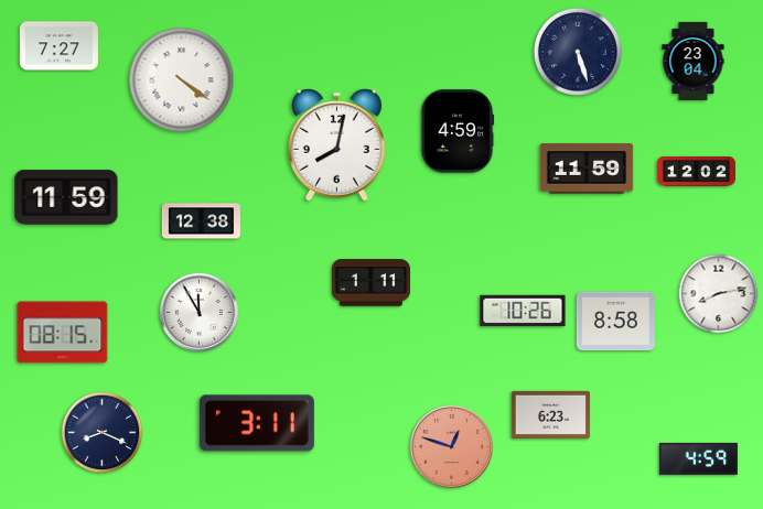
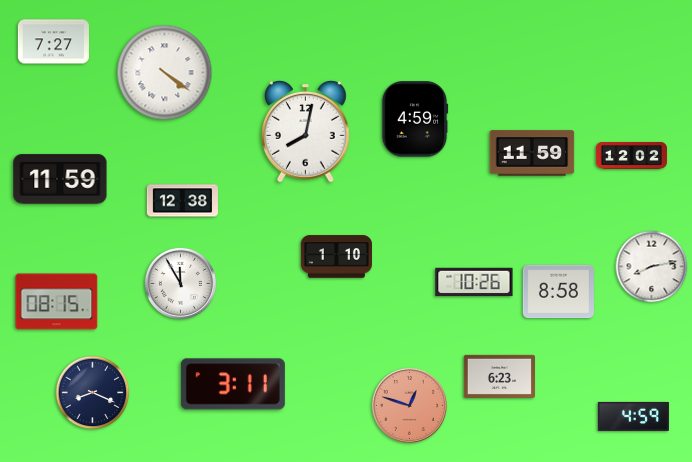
clock at (578, 52): 5:27 -> none
clock at (694, 61): 23:04 -> none
clock at (370, 283): 1:11 -> 1:10
